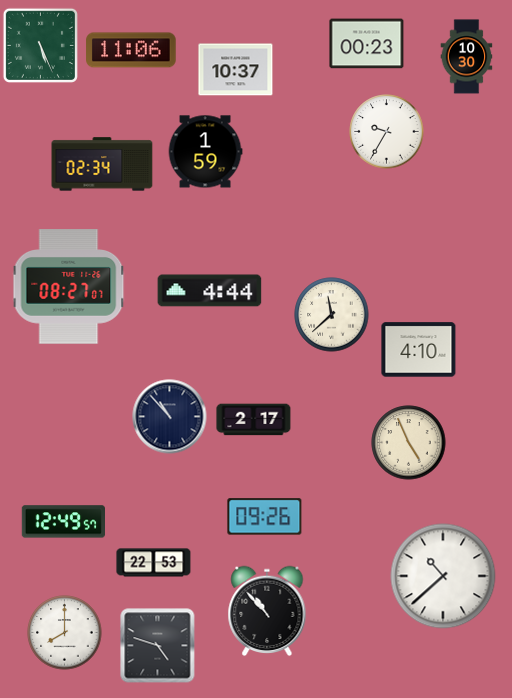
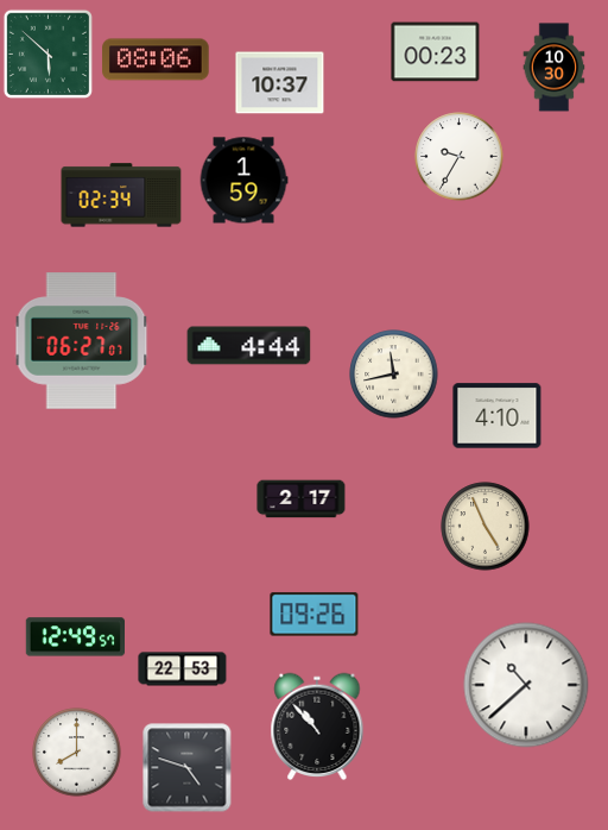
clock at (40, 45): 5:26 -> 5:52
clock at (131, 50): 11:06 -> 08:06
clock at (69, 287): 08:27 -> 06:27
clock at (332, 315): 11:38 -> 11:43
clock at (170, 417): 10:53 -> none
clock at (63, 522) position: (63, 522) -> (75, 637)
